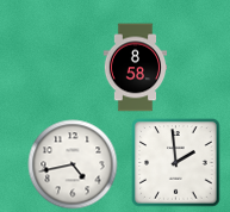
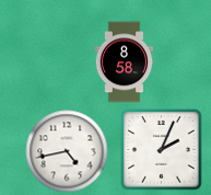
clock at (176, 163): 1:59 -> 2:04
